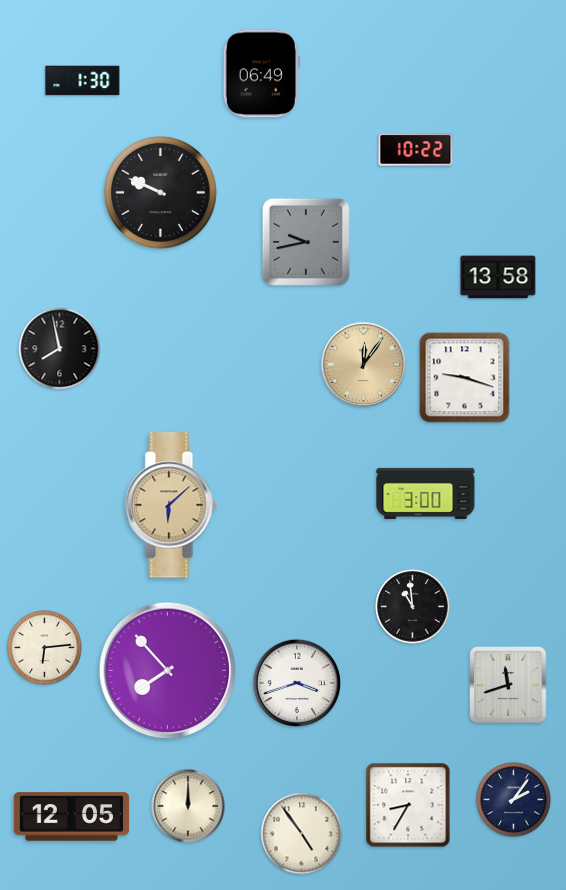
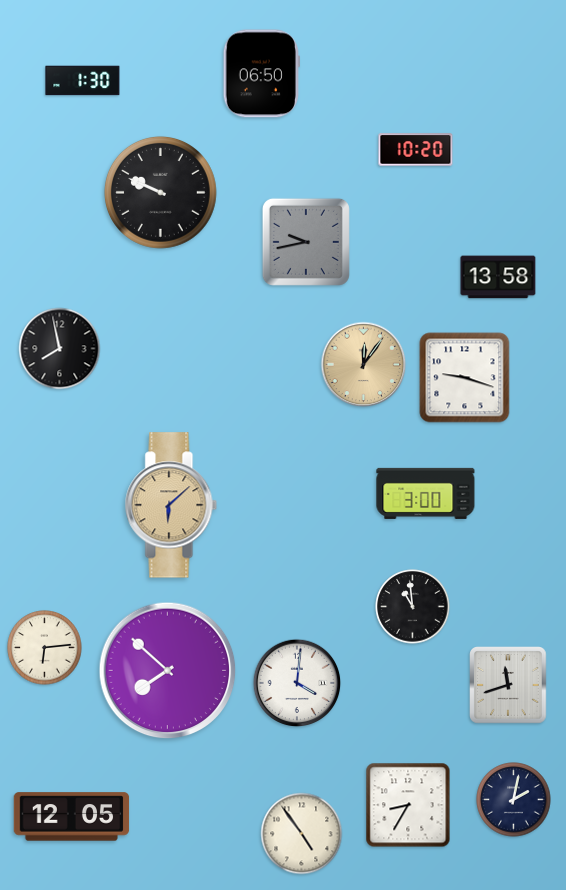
clock at (261, 74): 06:49 -> 06:50
clock at (416, 150): 10:22 -> 10:20
clock at (168, 671): 7:53 -> 7:52
clock at (297, 683): 3:42 -> 4:01
clock at (514, 800): 2:06 -> 2:02
clock at (188, 806): 12:00 -> none
